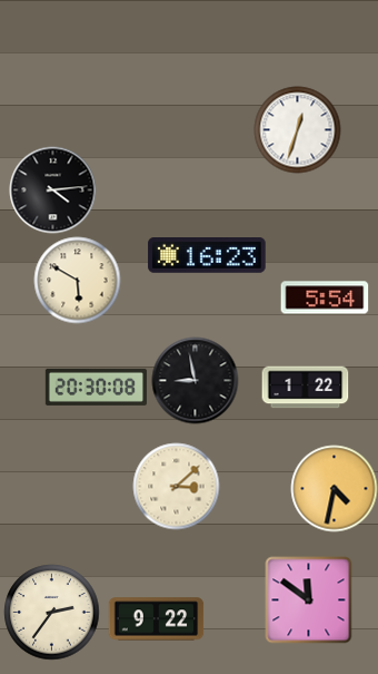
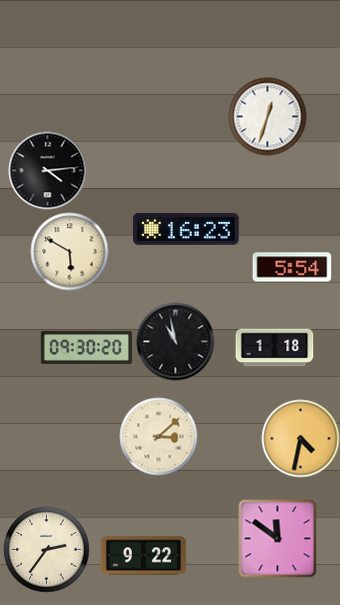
clock at (195, 380): 8:58 -> 10:58
clock at (96, 387): 20:30 -> 09:30
clock at (305, 388): 1:22 -> 1:18
clock at (156, 619) position: (156, 619) -> (143, 556)
